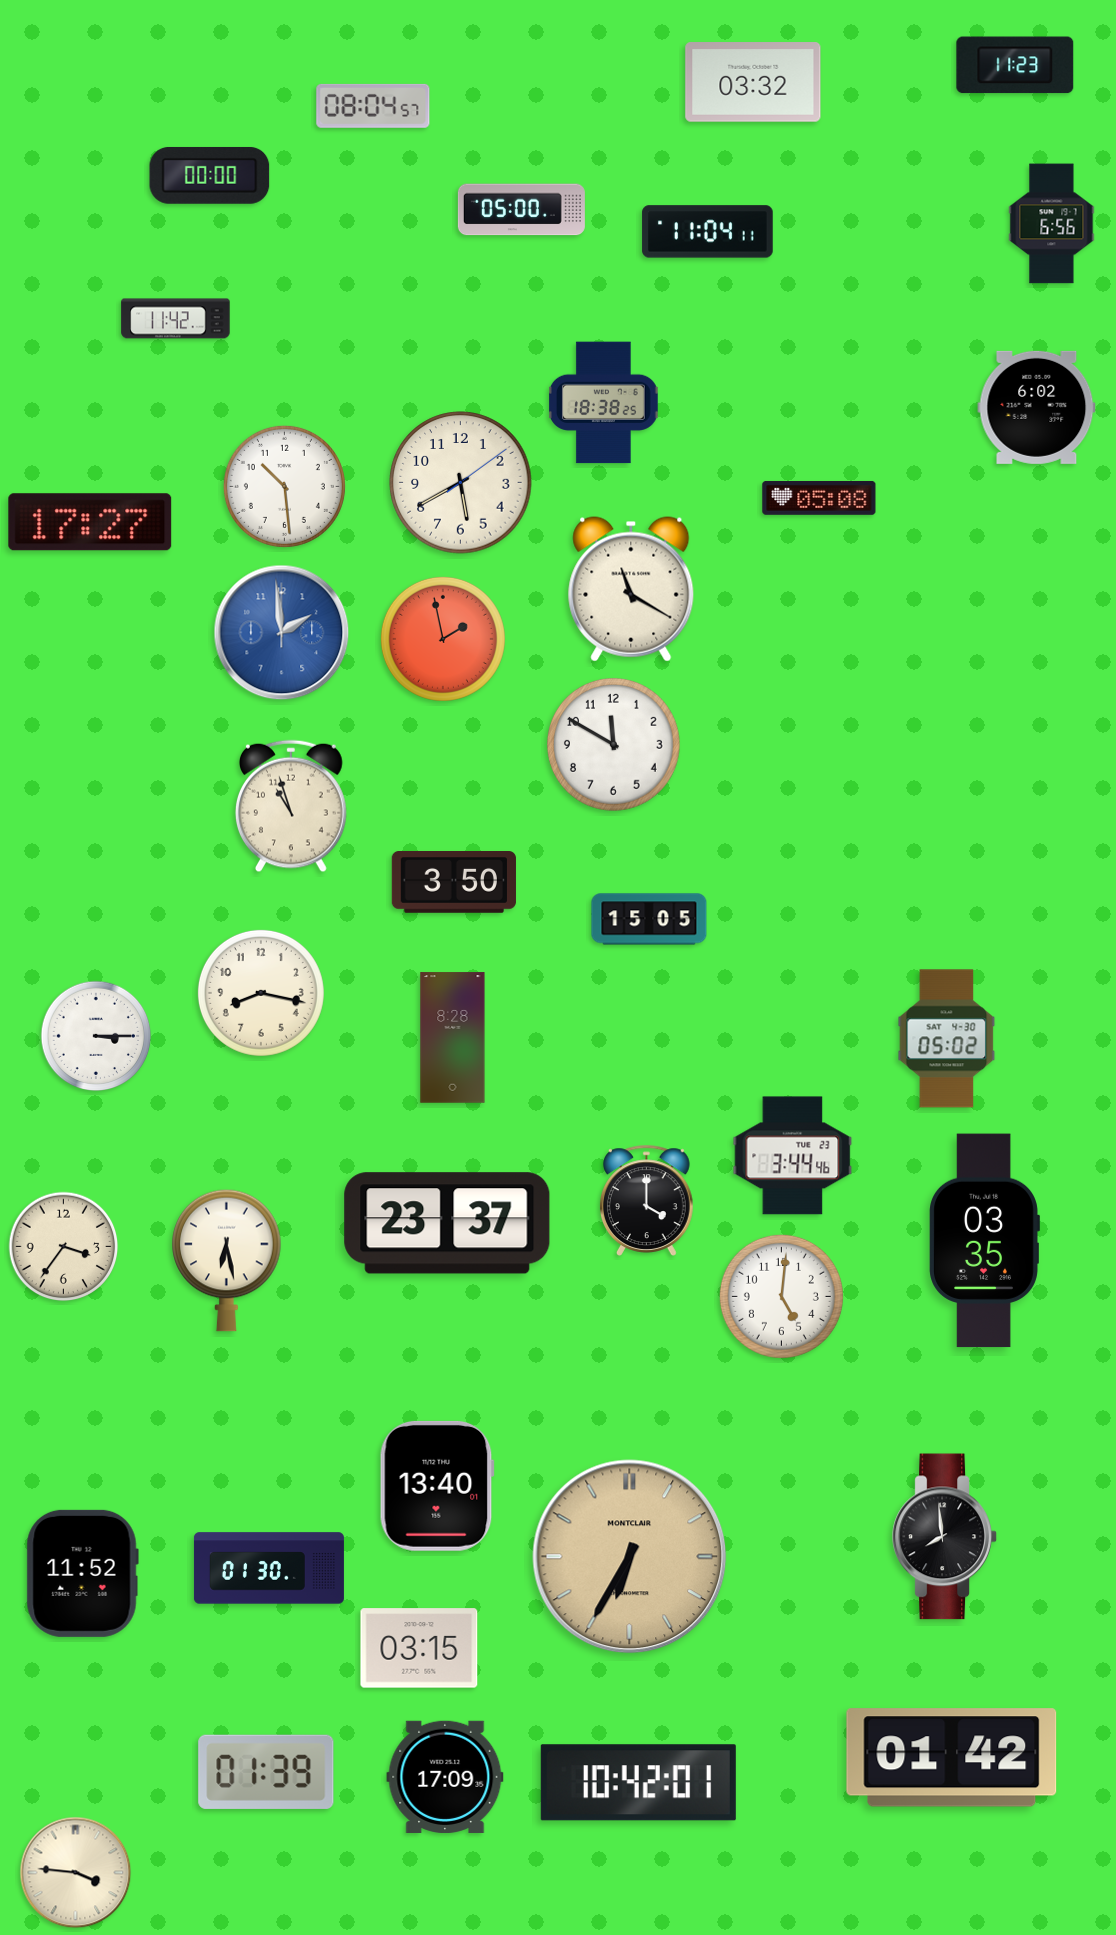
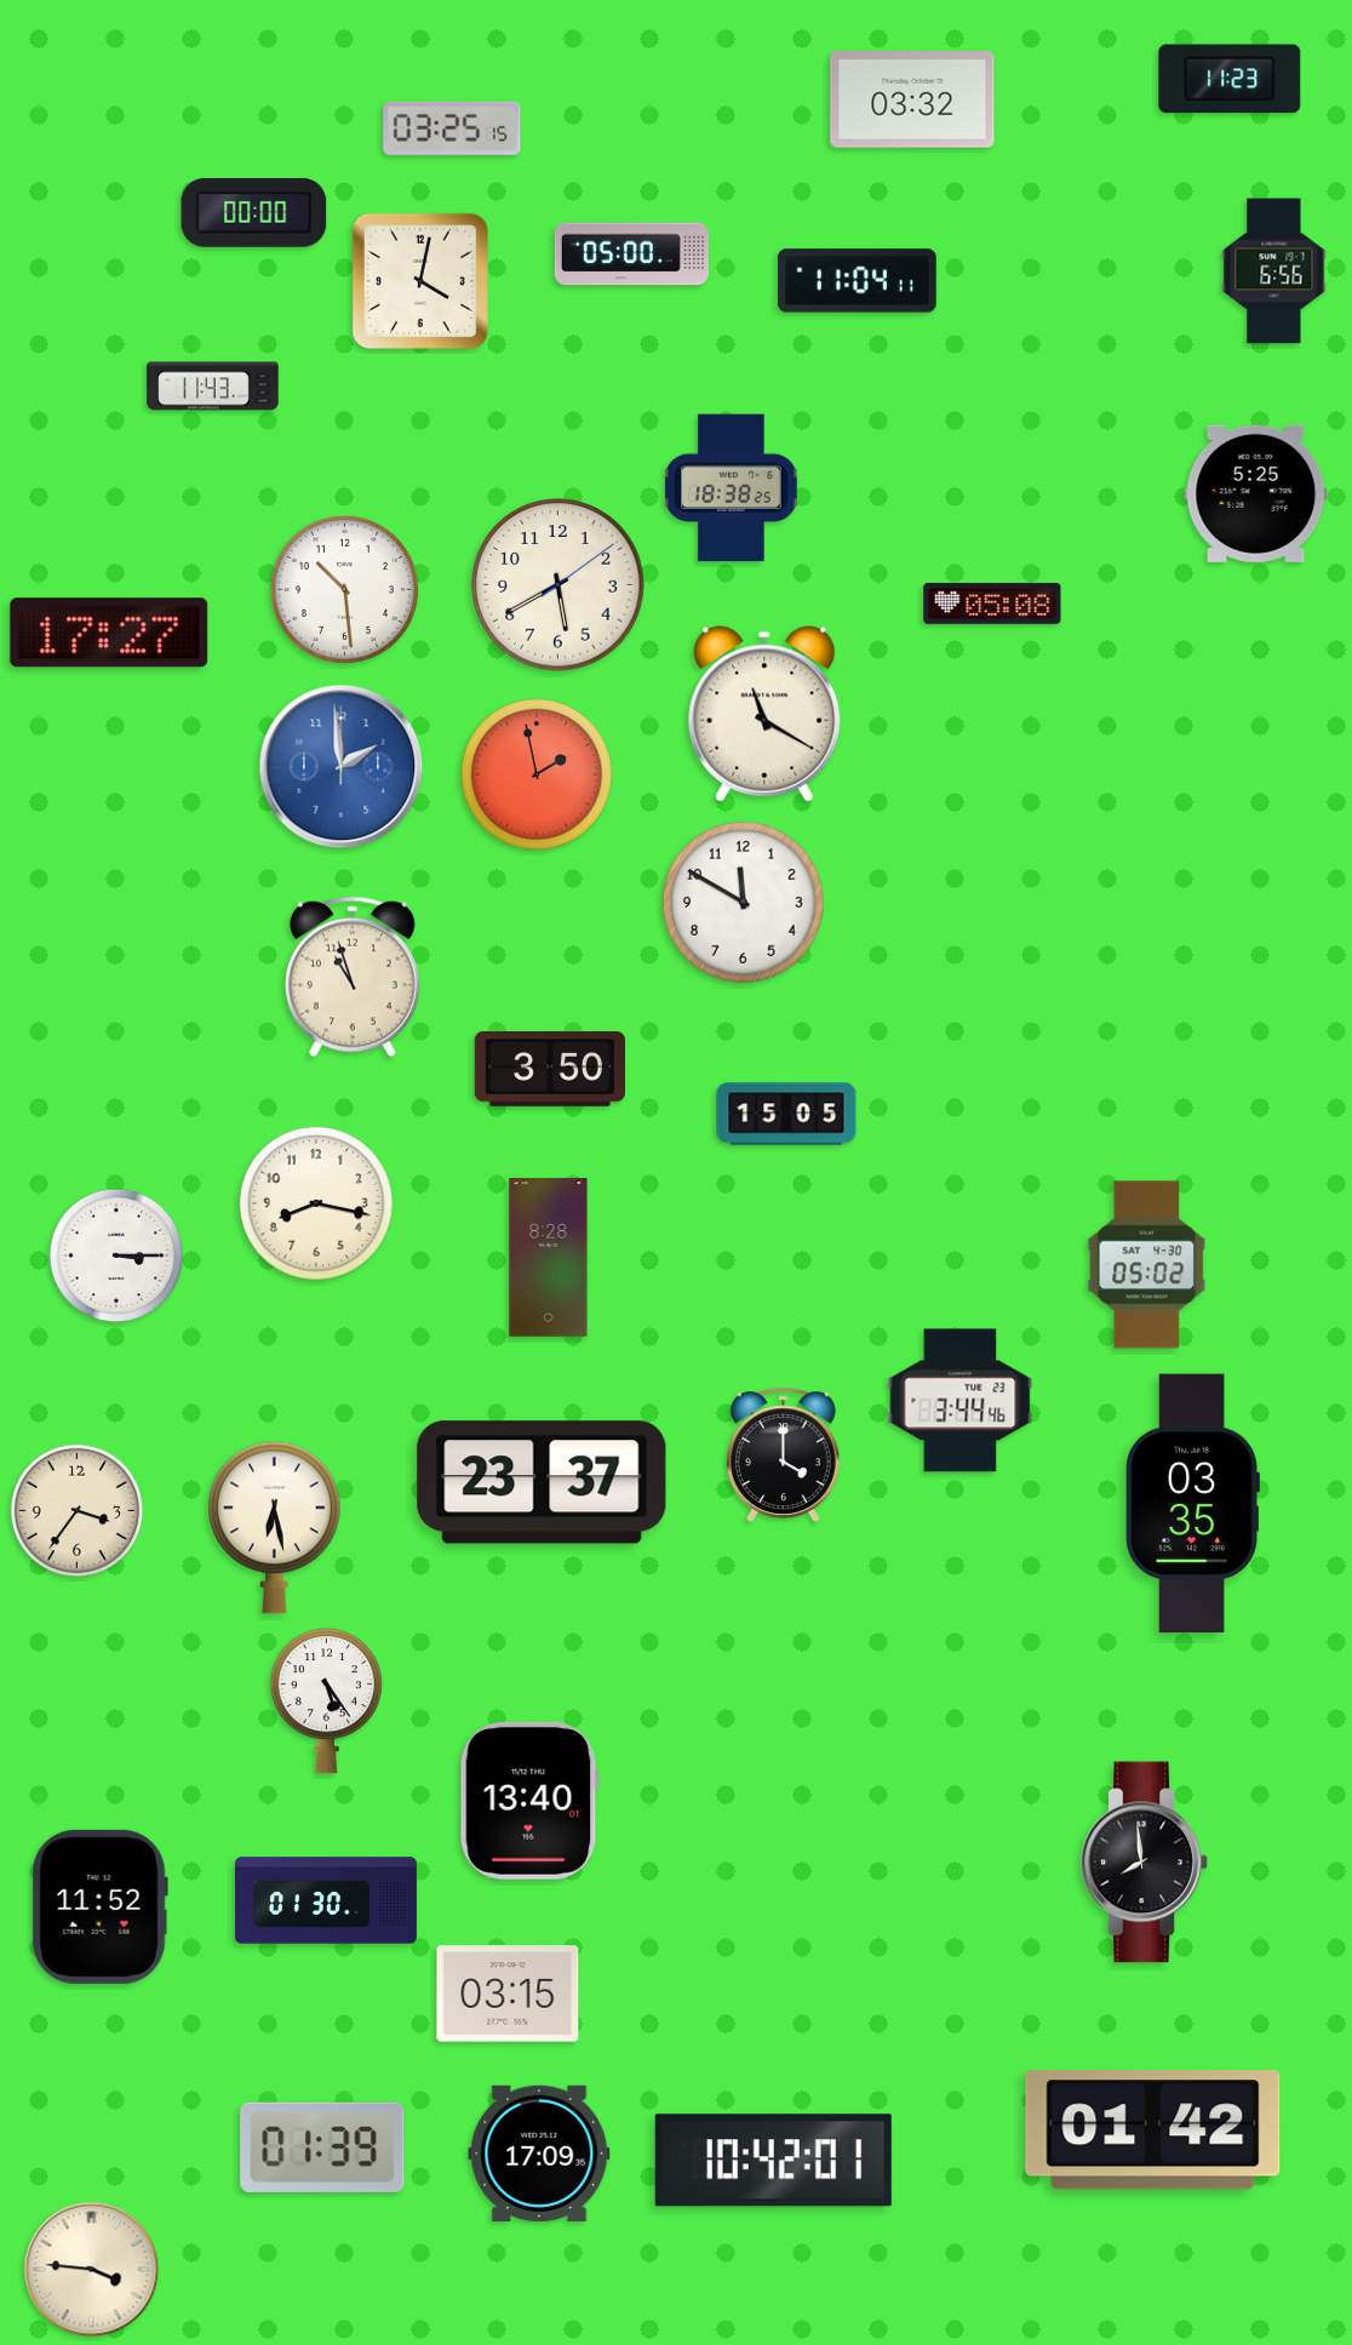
clock at (373, 106): 08:04 -> 03:25
clock at (420, 281): none -> 4:02
clock at (176, 319): 11:42 -> 11:43
clock at (1037, 407): 6:02 -> 5:25
clock at (947, 1039) position: (947, 1039) -> (1147, 1265)
clock at (781, 1296): 5:01 -> none
clock at (326, 1701): none -> 5:24
clock at (630, 1557): 6:35 -> none
clock at (419, 1648) position: (419, 1648) -> (508, 1994)
